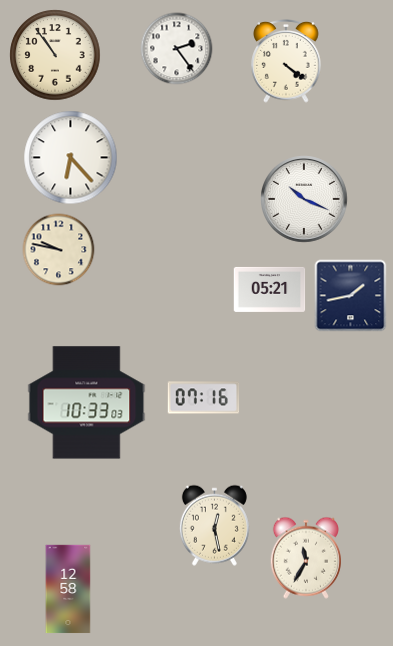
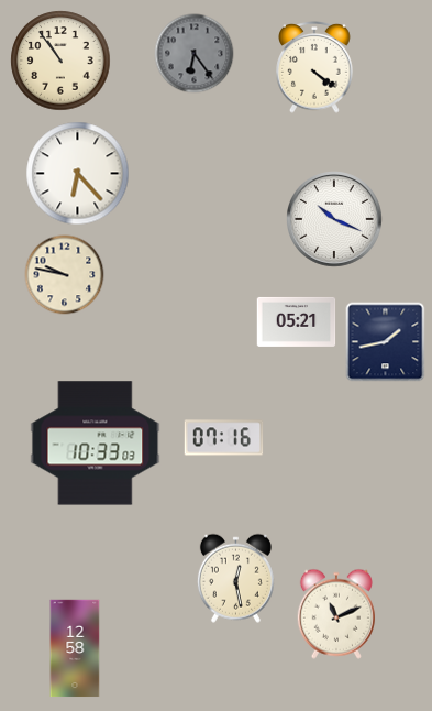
clock at (177, 49): 2:24 -> 6:24
clock at (177, 49) dial: white -> grey
clock at (270, 289) position: (270, 289) -> (297, 321)
clock at (351, 296) position: (351, 296) -> (386, 342)
clock at (306, 558): 11:35 -> 11:11
